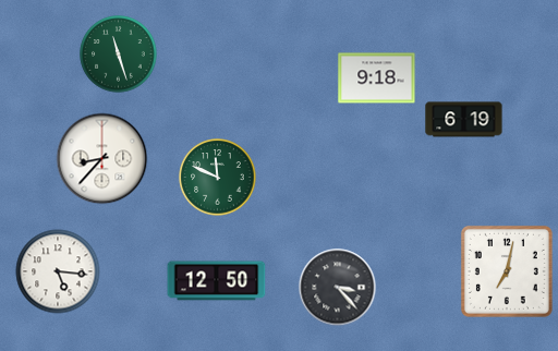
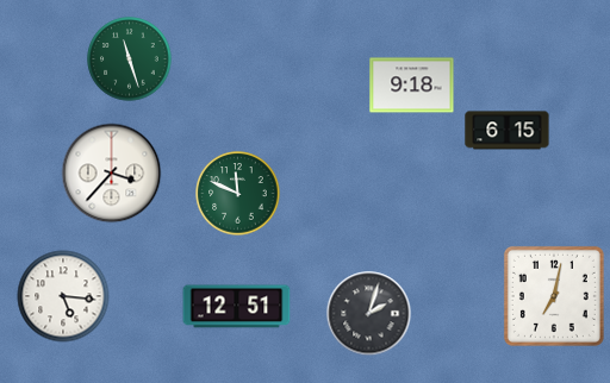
clock at (464, 120): 6:19 -> 6:15
clock at (102, 159): 8:37 -> 3:37
clock at (217, 281): 12:50 -> 12:51
clock at (338, 288): 3:23 -> 2:03
